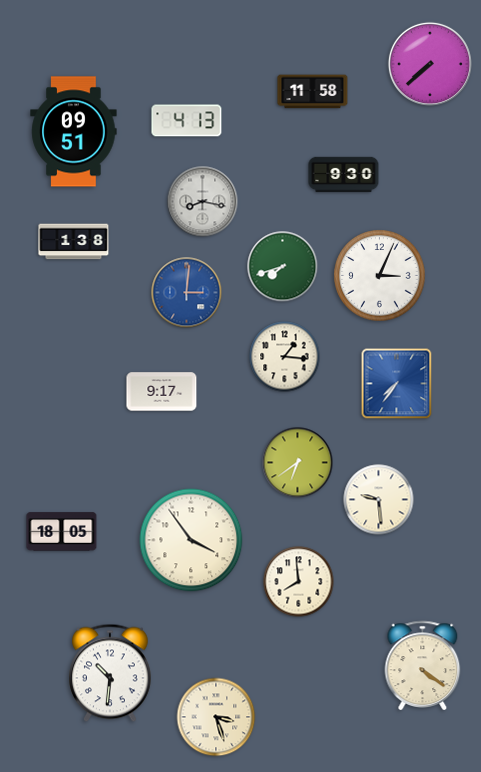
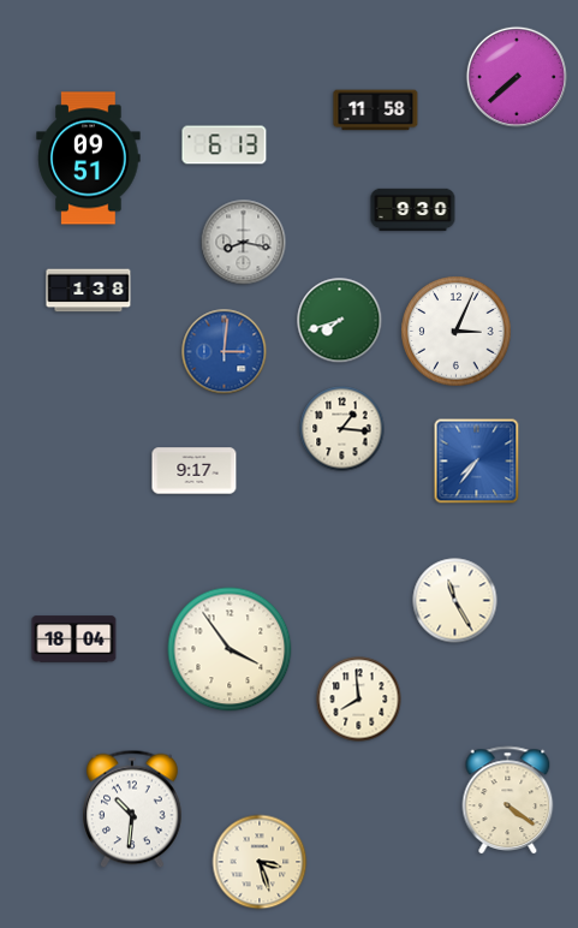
clock at (187, 121): 4:13 -> 6:13
clock at (298, 463): 6:39 -> none
clock at (379, 500): 9:29 -> 11:25
clock at (62, 532): 18:05 -> 18:04
